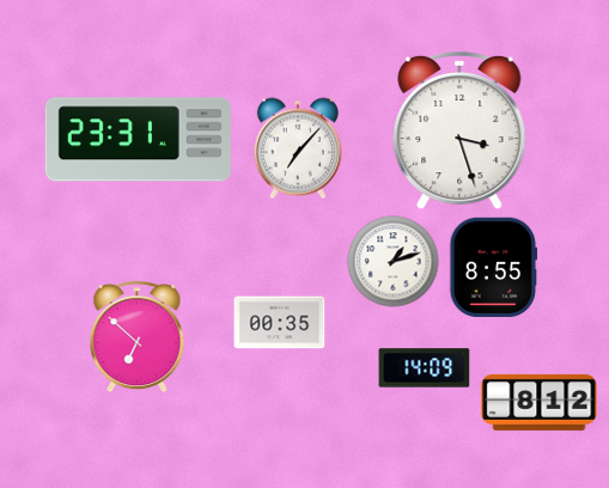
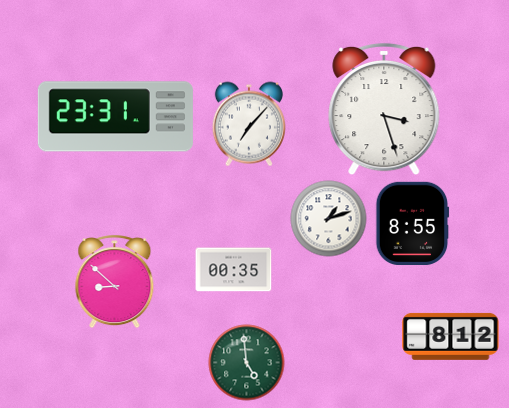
clock at (138, 337): 6:52 -> 8:52
clock at (425, 368): 14:09 -> none
clock at (247, 363): none -> 4:59
